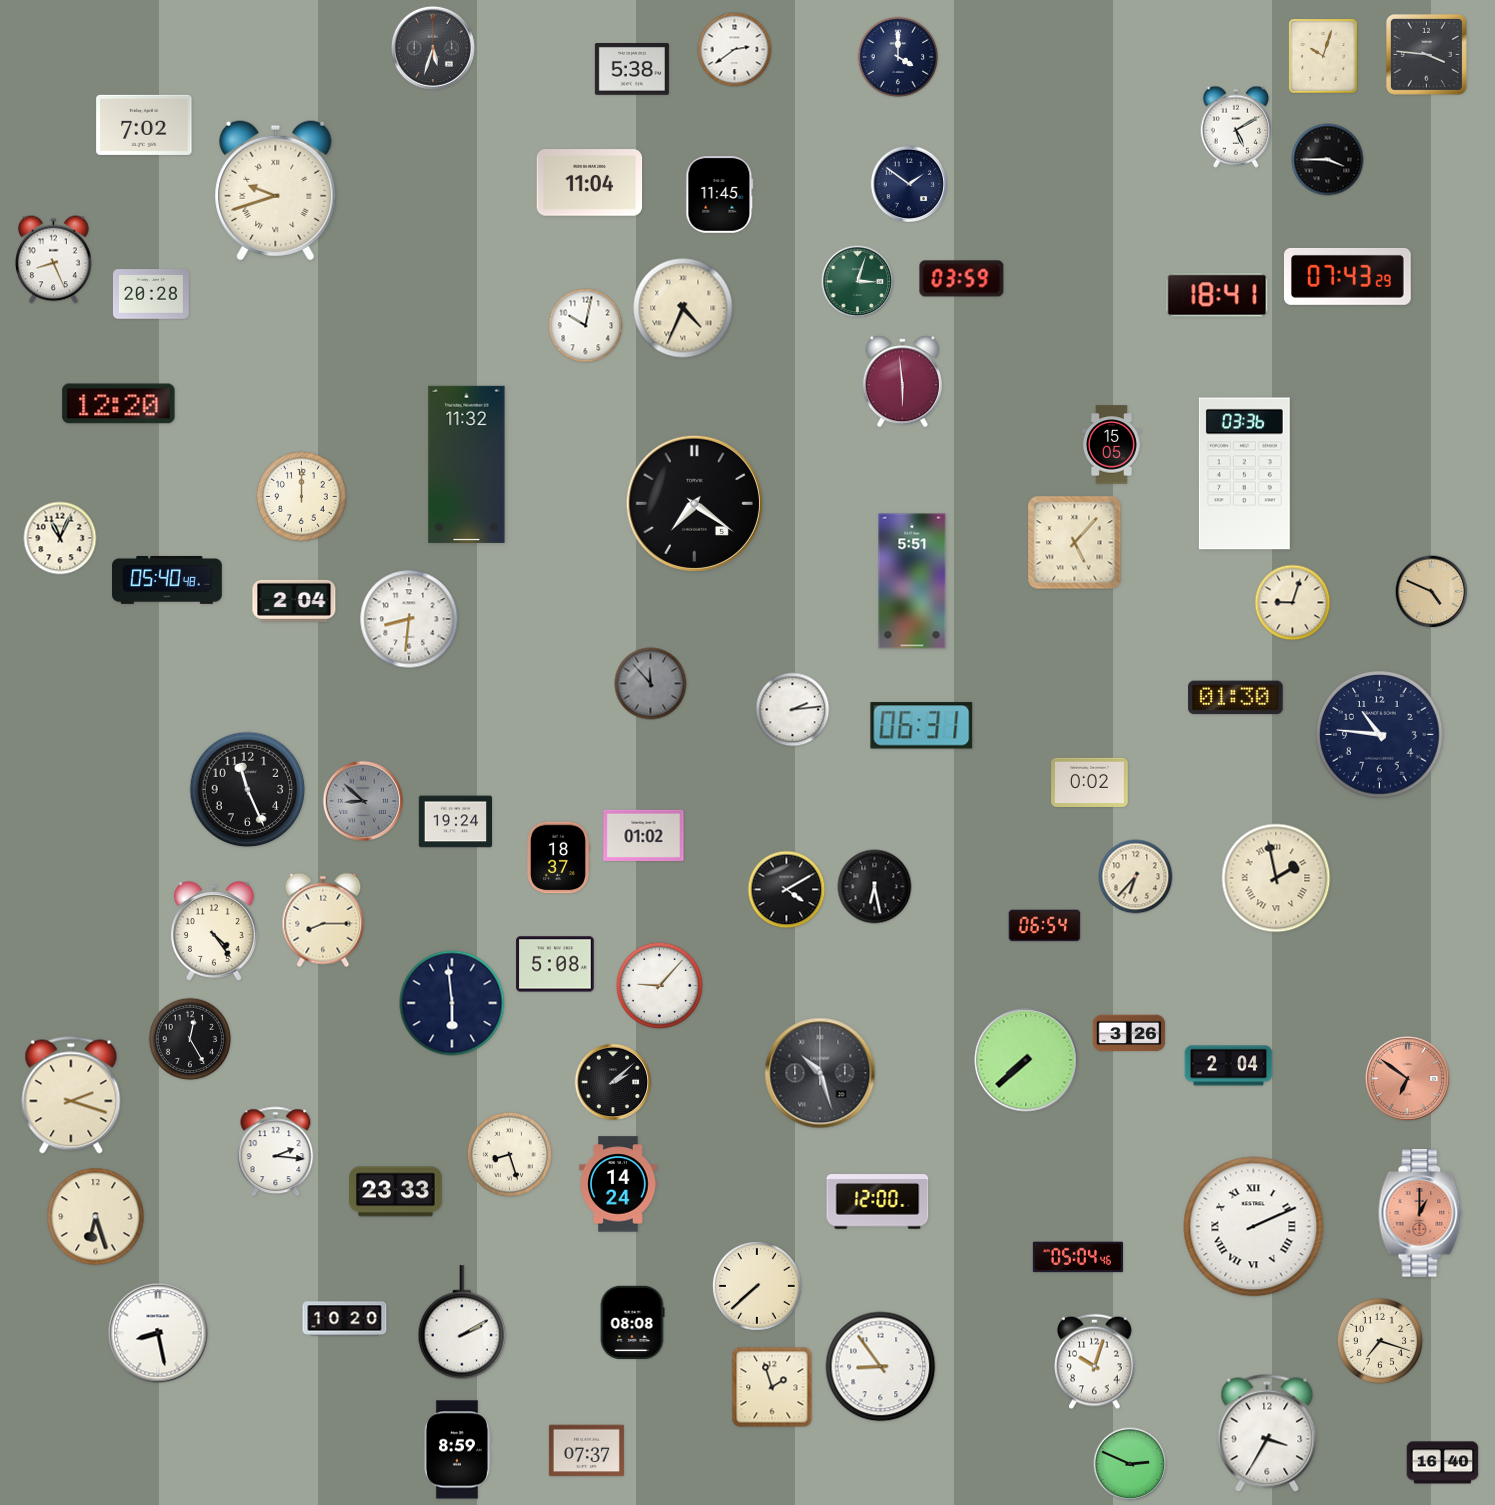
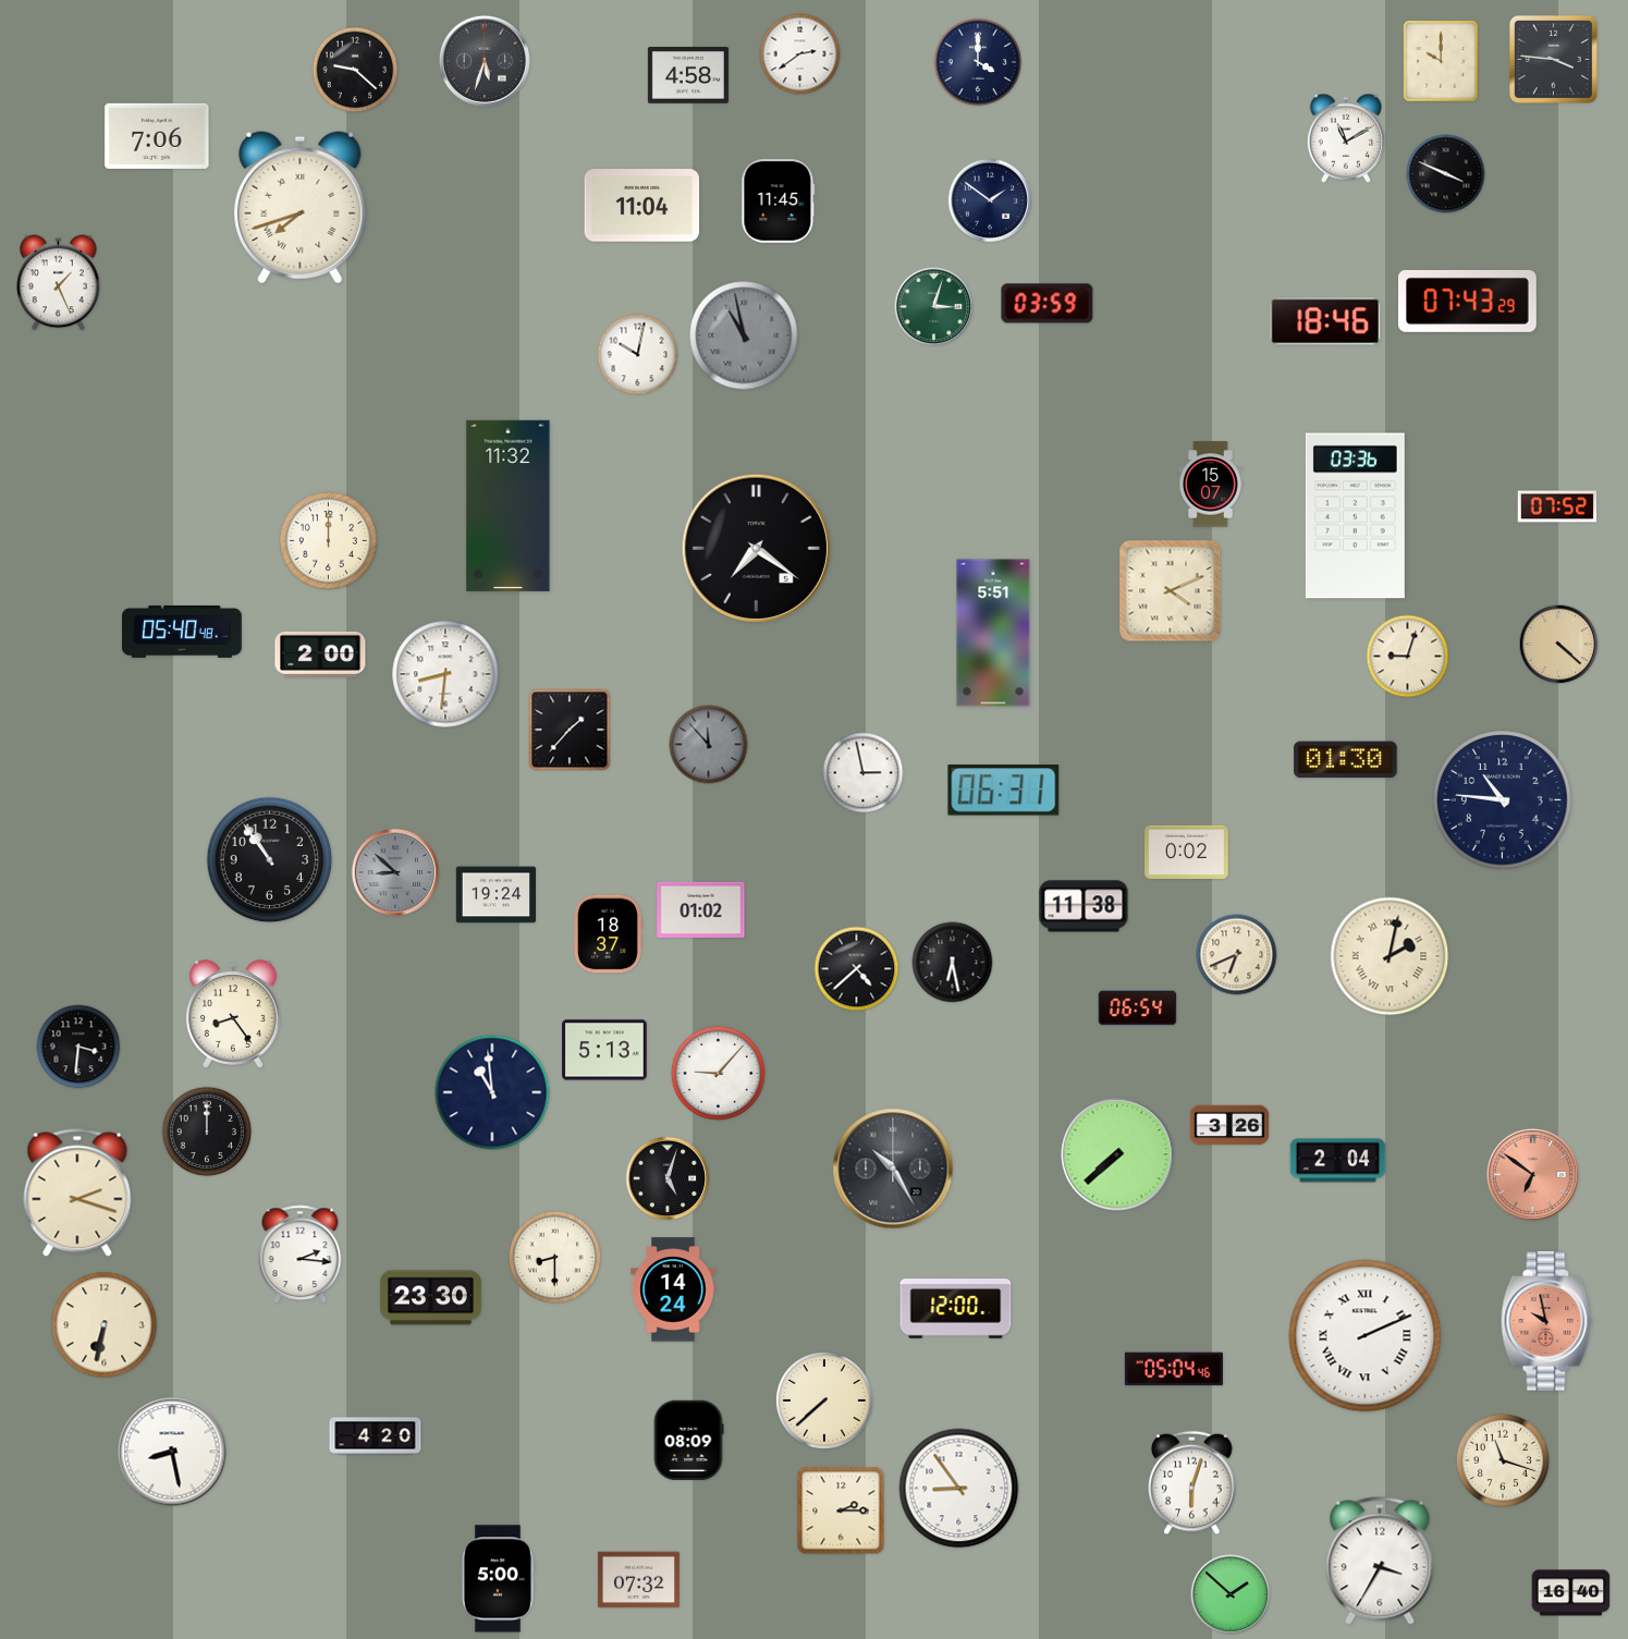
clock at (433, 48) position: (433, 48) -> (485, 61)
clock at (1323, 56): 10:03 -> 10:00
clock at (355, 70): none -> 9:22
clock at (632, 70): 5:38 -> 4:58
clock at (144, 125): 7:02 -> 7:06
clock at (1236, 127): 5:10 -> 11:10
clock at (1328, 160): 3:45 -> 3:49
clock at (590, 183) position: (590, 183) -> (642, 206)
clock at (276, 191): 9:42 -> 7:42
clock at (720, 195) position: (720, 195) -> (779, 201)
clock at (54, 260): 8:26 -> 1:26
clock at (151, 294): 20:28 -> none
clock at (1217, 295): 18:41 -> 18:46
clock at (683, 308): 4:34 -> 10:58
clock at (683, 308) dial: cream -> grey
clock at (902, 382): 5:59 -> none
clock at (119, 404): 12:20 -> none
clock at (1112, 445): 15:05 -> 15:07
clock at (1557, 506): none -> 07:52
clock at (60, 538): 11:04 -> none
clock at (1075, 543): 5:07 -> 4:11
clock at (1432, 592): 4:49 -> 4:22
clock at (294, 601): 2:04 -> 2:00
clock at (570, 730): none -> 1:37
clock at (793, 710): 2:14 -> 2:58
clock at (248, 790): 11:26 -> 10:54
clock at (1084, 906): none -> 11:38
clock at (1136, 877): 6:37 -> 6:41
clock at (1276, 878): 1:58 -> 2:02
clock at (875, 887) position: (875, 887) -> (953, 963)
clock at (787, 890): 4:10 -> 4:38
clock at (323, 920): 8:15 -> none
clock at (214, 931): 4:24 -> 8:24
clock at (78, 1047): none -> 3:31
clock at (555, 964): 5:08 -> 5:13
clock at (452, 1003): 5:59 -> 10:59
clock at (190, 1039): 12:25 -> 12:00
clock at (820, 1073): 10:27 -> 10:25
clock at (613, 1082): 2:08 -> 5:03
clock at (509, 1154): 8:27 -> 8:30
clock at (396, 1192): 23:33 -> 23:30
clock at (1420, 1213): 1:00 -> 9:58
clock at (96, 1217): 6:27 -> 6:32
clock at (345, 1319): 10:20 -> 4:20
clock at (462, 1322): 2:10 -> none
clock at (632, 1322): 08:08 -> 08:09
clock at (1380, 1341): 7:18 -> 11:18
clock at (1095, 1362): 10:03 -> 6:03
clock at (772, 1387): 1:57 -> 2:15
clock at (457, 1450): 8:59 -> 5:00
clock at (586, 1451): 07:37 -> 07:32
clock at (1130, 1464): 2:49 -> 1:52
